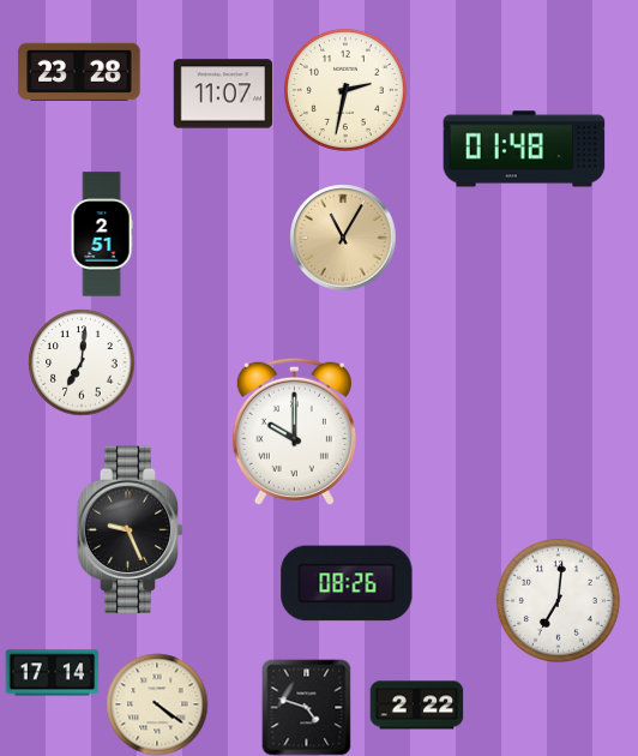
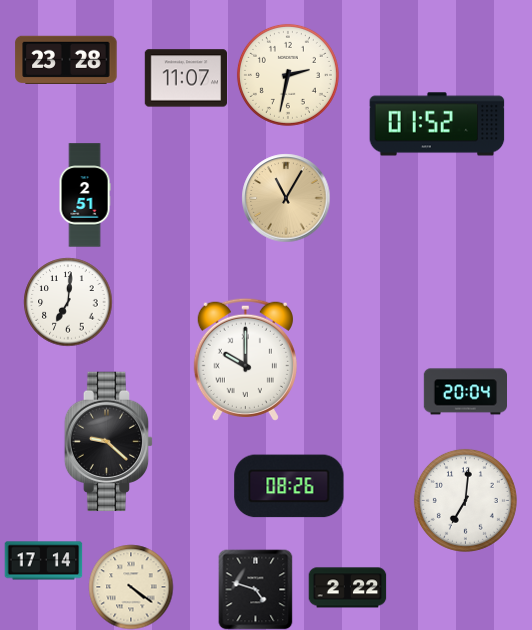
clock at (524, 149): 01:48 -> 01:52
clock at (465, 392): none -> 20:04
clock at (131, 530): 9:26 -> 9:22
